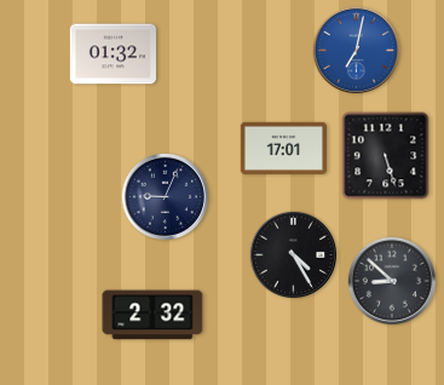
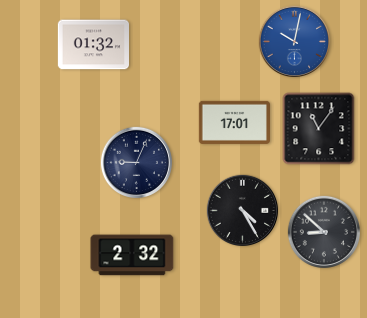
clock at (356, 50): 7:02 -> 10:02
clock at (386, 156): 5:27 -> 11:06
clock at (152, 315) position: (152, 315) -> (132, 255)
